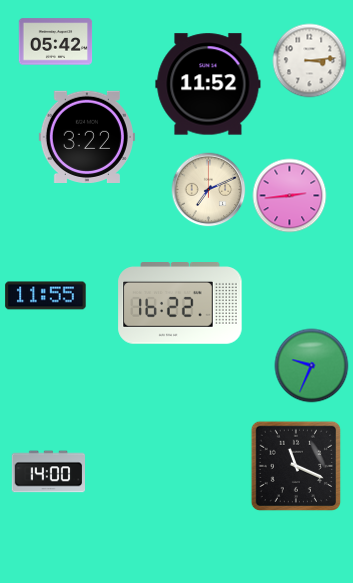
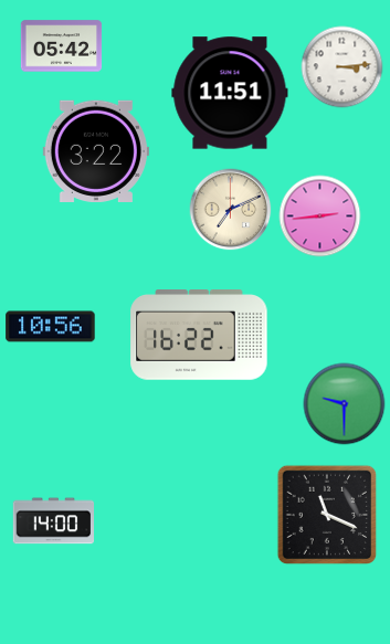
clock at (208, 84): 11:52 -> 11:51
clock at (46, 296): 11:55 -> 10:56
clock at (312, 366): 9:34 -> 9:30
